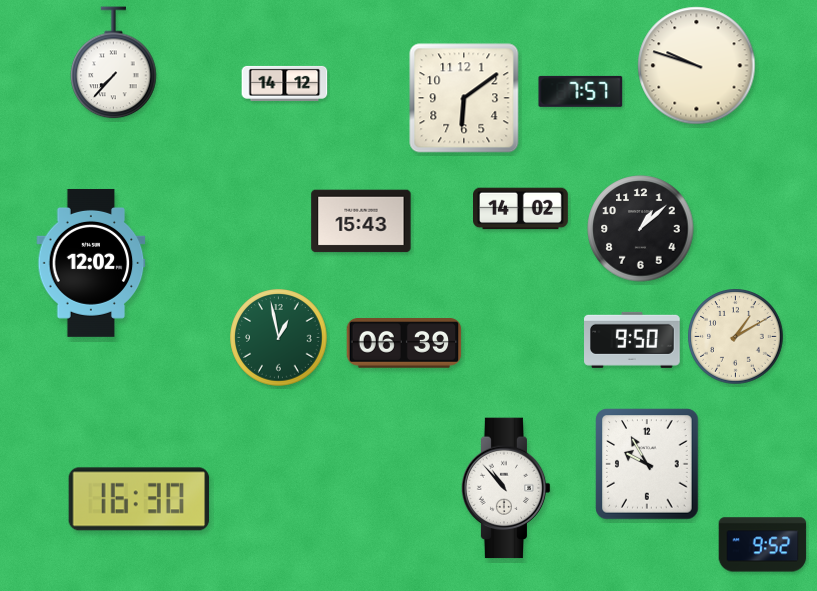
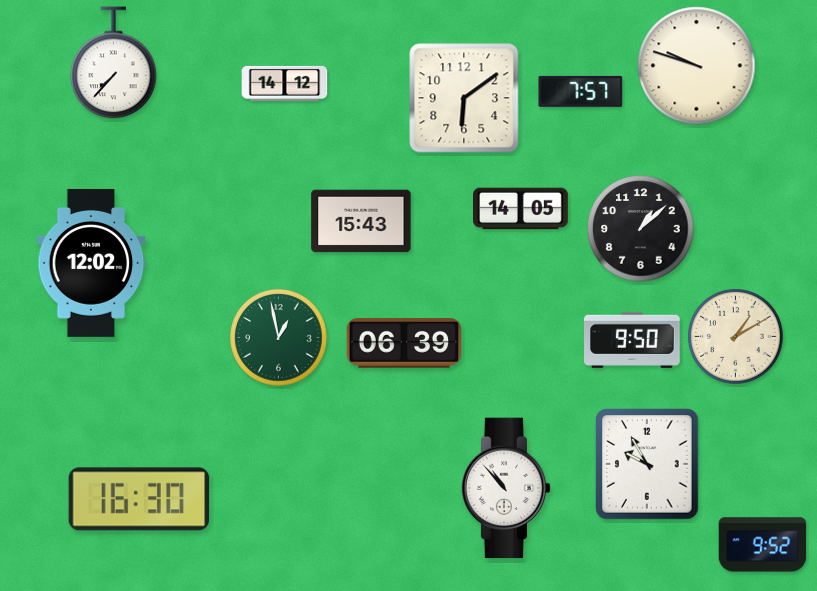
clock at (521, 209): 14:02 -> 14:05
